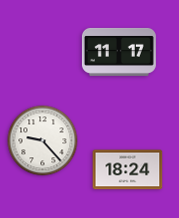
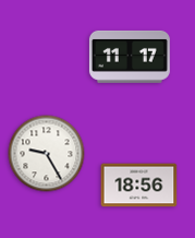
clock at (43, 141): 9:23 -> 9:25
clock at (128, 170): 18:24 -> 18:56
